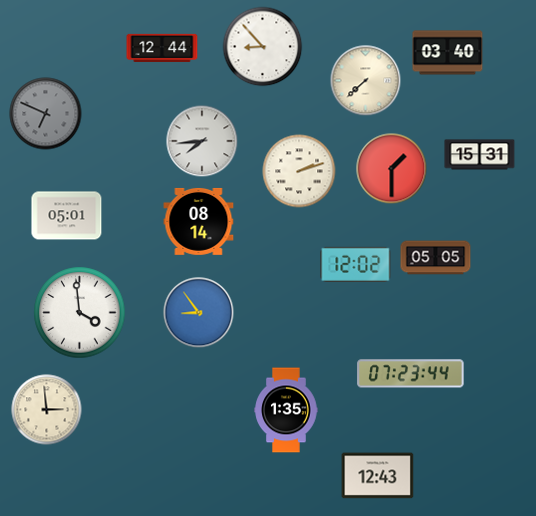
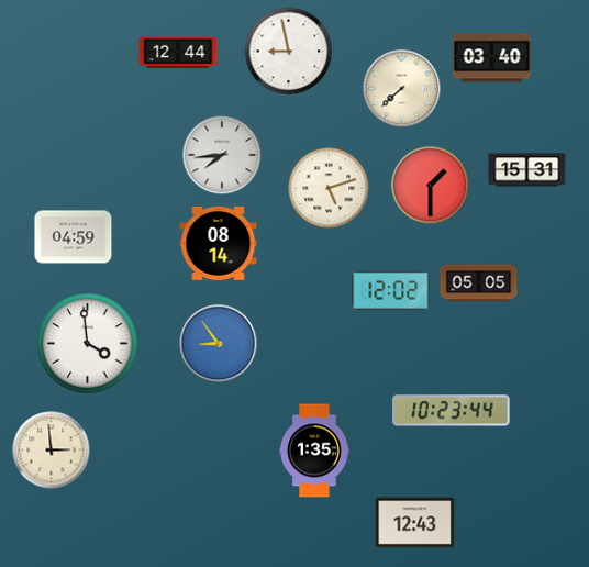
clock at (263, 47): 8:53 -> 8:58
clock at (46, 114): 6:49 -> none
clock at (299, 171): 2:12 -> 5:12
clock at (67, 216): 05:01 -> 04:59
clock at (411, 374): 07:23 -> 10:23
